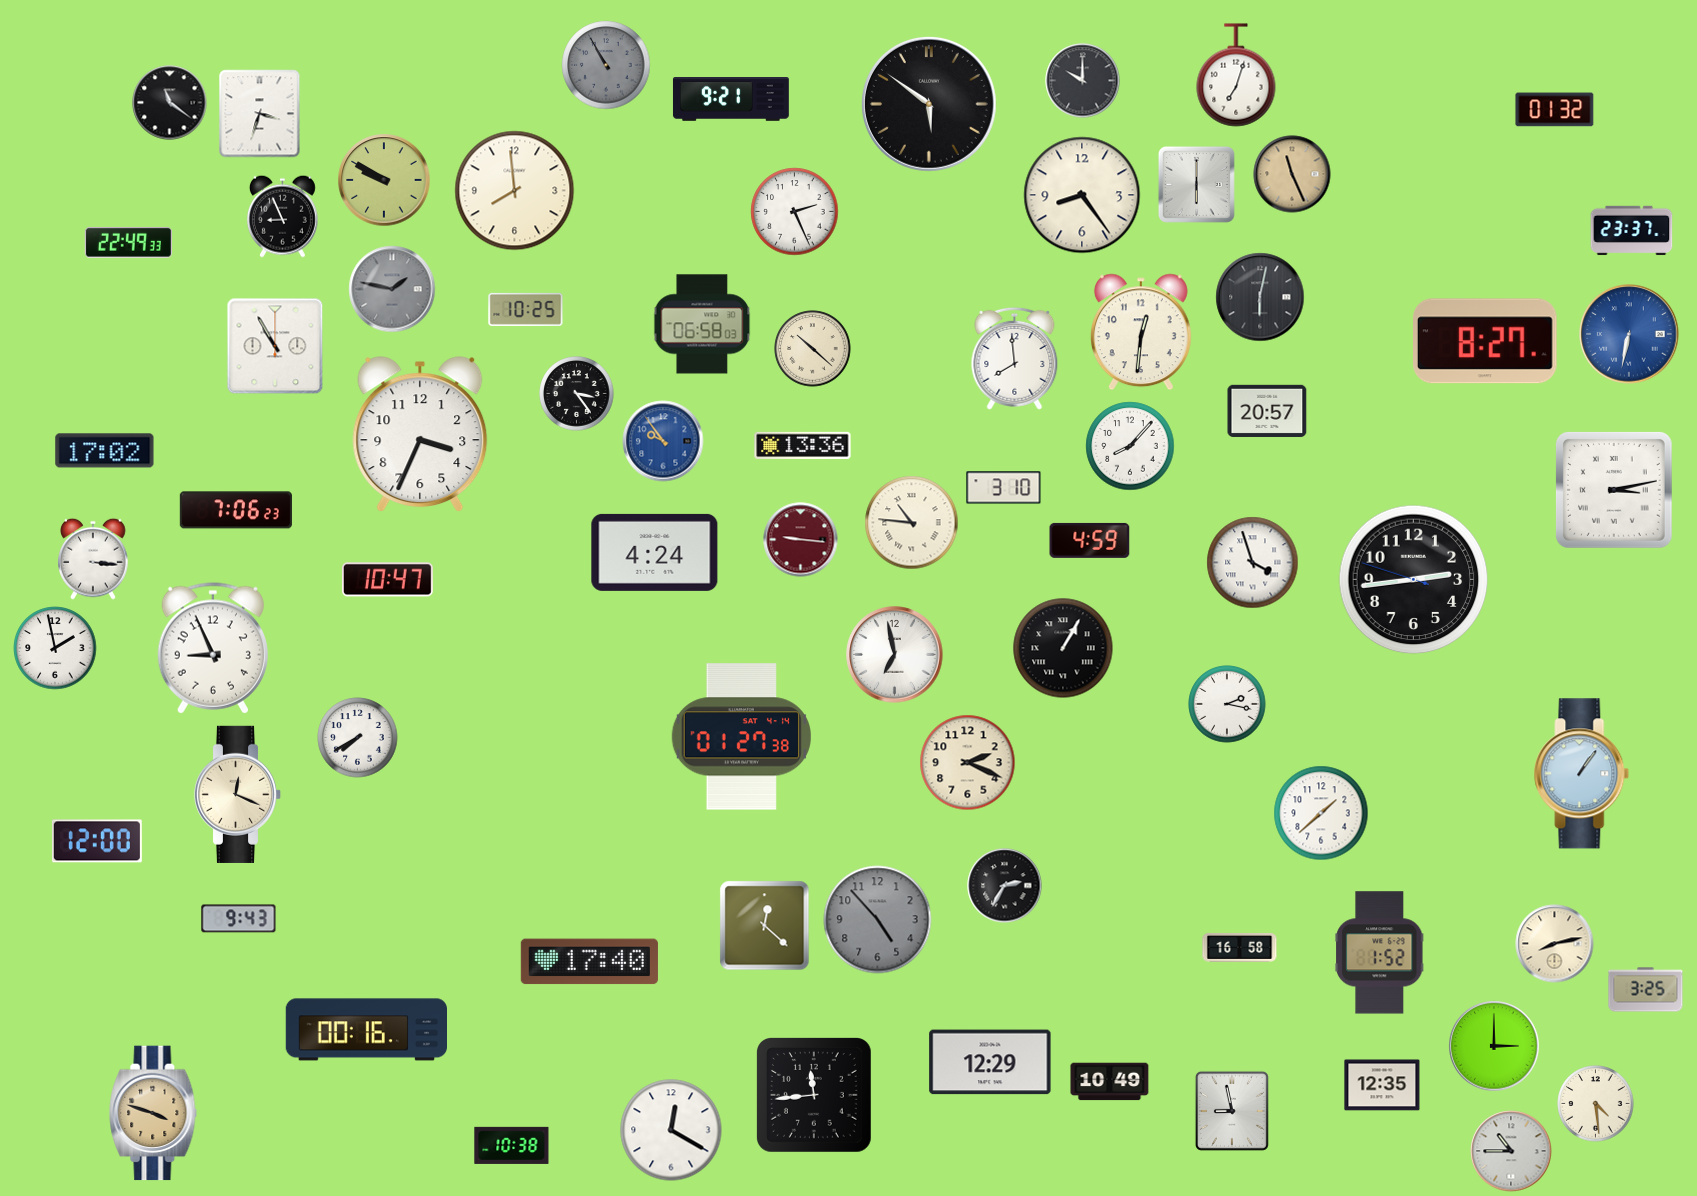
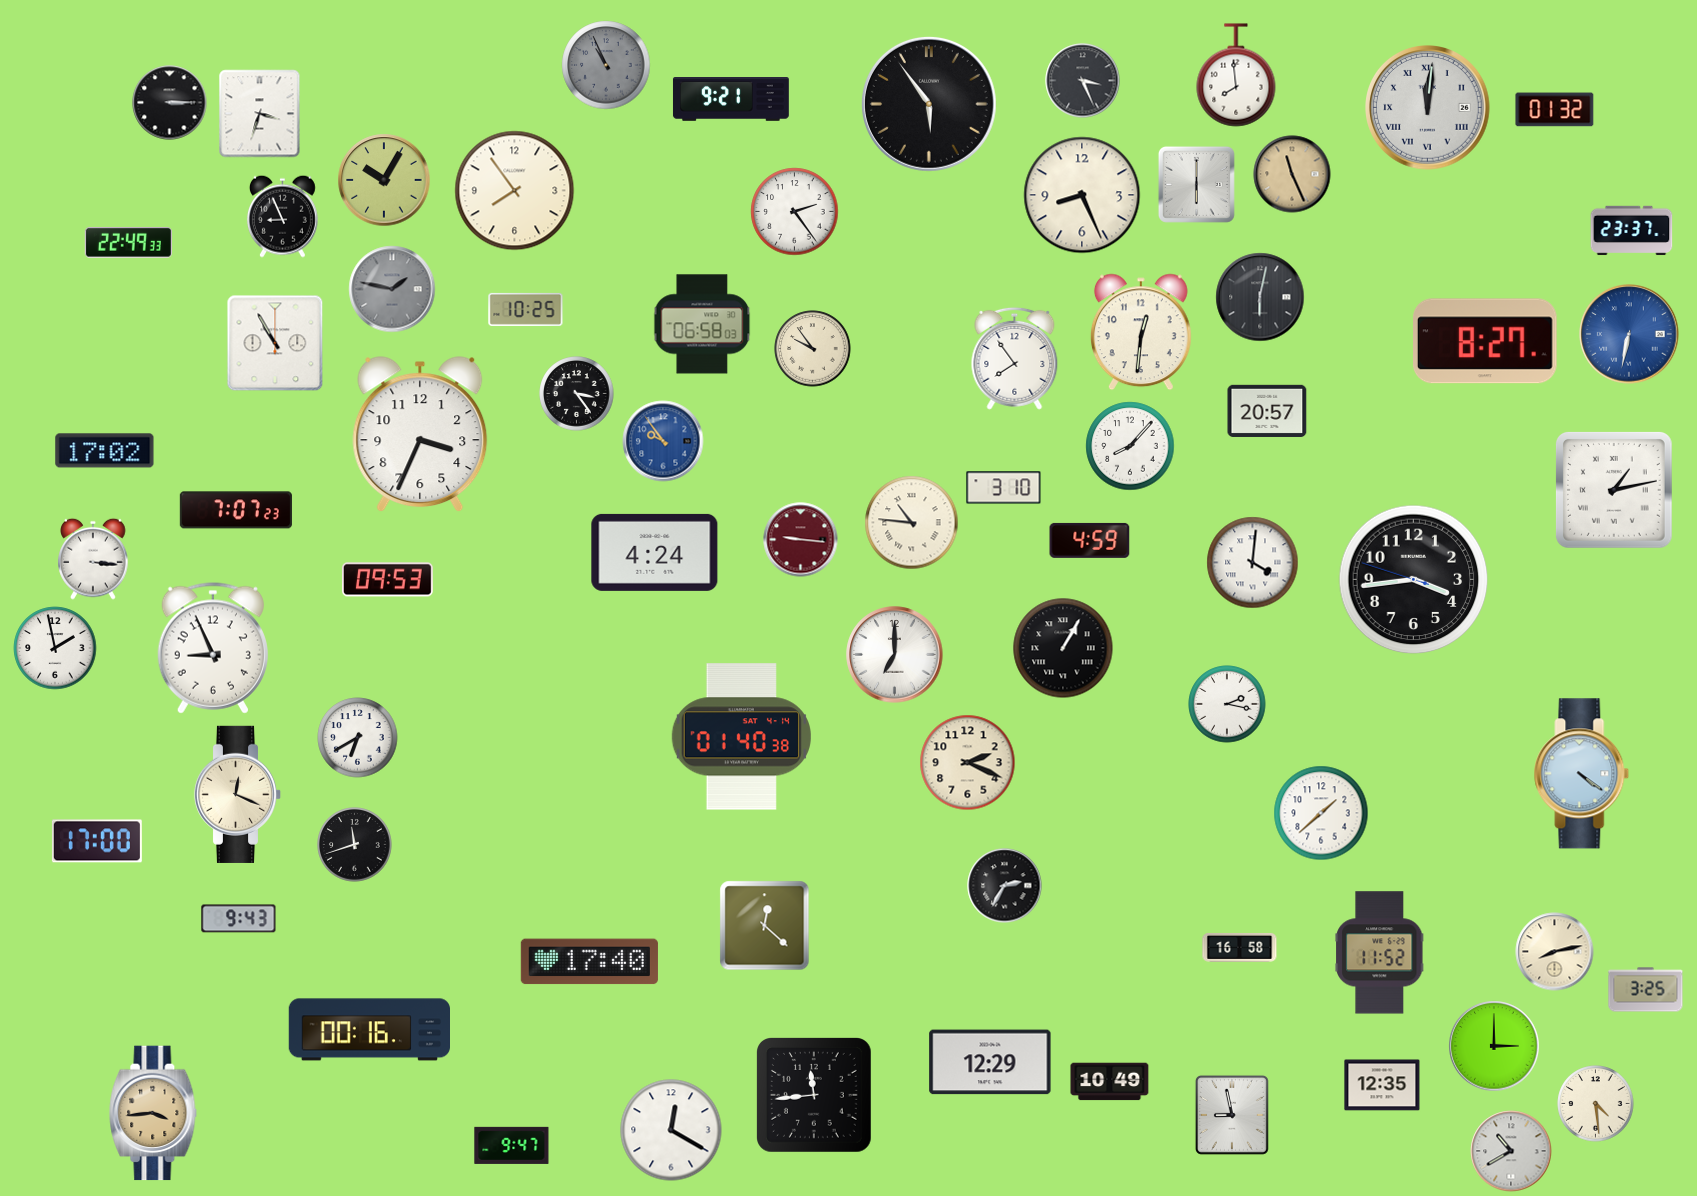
clock at (606, 65): 10:55 -> 10:56
clock at (1236, 75): 7:03 -> 7:59
clock at (1083, 81): 10:00 -> 3:26
clock at (170, 103): 11:21 -> 3:15
clock at (929, 104): 5:51 -> 5:54
clock at (1428, 108): none -> 12:01
clock at (384, 180): 9:50 -> 10:05
clock at (515, 191): 7:59 -> 7:54
clock at (1082, 195): 8:24 -> 8:26
clock at (795, 212): 2:26 -> 2:24
clock at (275, 346) position: (275, 346) -> (275, 343)
clock at (813, 349): 10:22 -> 9:54
clock at (1015, 358): 7:59 -> 7:54
clock at (803, 445): 13:36 -> none
clock at (1615, 491): 3:13 -> 1:13
clock at (236, 510): 7:06 -> 7:07
clock at (1253, 563): 3:57 -> 4:01
clock at (387, 580): 10:47 -> 09:53
clock at (1414, 580): 2:43 -> 3:43
clock at (895, 655): 6:58 -> 7:00
clock at (741, 737): 01:27 -> 01:40
clock at (358, 738): 7:40 -> 6:40
clock at (1582, 774): 1:06 -> 4:21
clock at (97, 841): 12:00 -> 17:00
clock at (355, 845): none -> 11:42
clock at (878, 920): 4:53 -> none
clock at (1555, 944) position: (1555, 944) -> (1555, 952)
clock at (1380, 953): 1:52 -> 11:52
clock at (366, 1030) position: (366, 1030) -> (369, 1030)
clock at (1232, 1111) position: (1232, 1111) -> (1232, 1115)
clock at (153, 1113): 3:48 -> 3:44
clock at (512, 1145): 10:38 -> 9:47
clock at (1511, 1151): 10:45 -> 10:40
